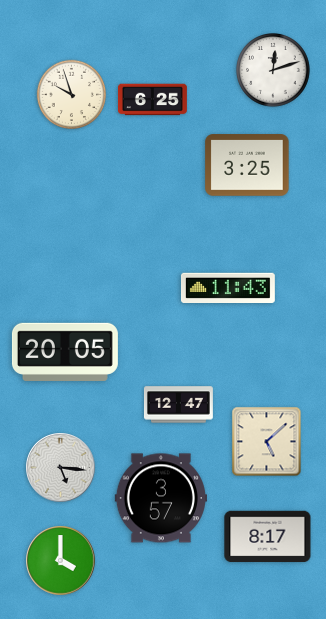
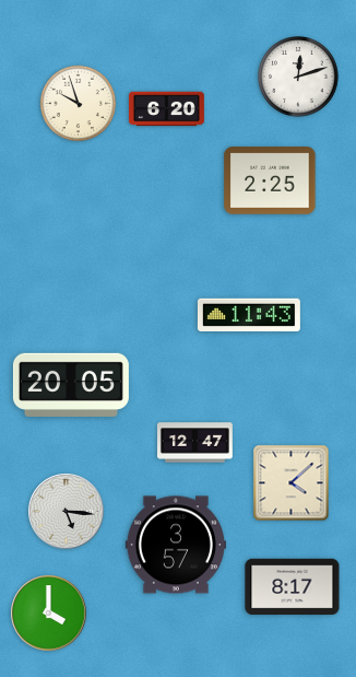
clock at (153, 100): 6:25 -> 6:20
clock at (247, 165): 3:25 -> 2:25
clock at (267, 442): 5:08 -> 4:08
clock at (61, 561) position: (61, 561) -> (49, 614)
